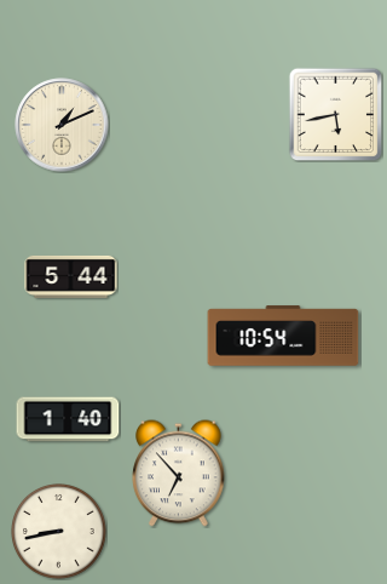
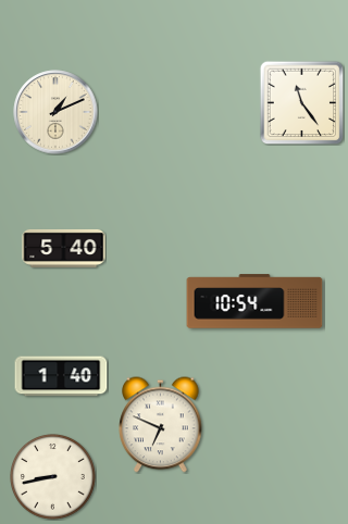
clock at (335, 114): 5:43 -> 11:24
clock at (71, 276): 5:44 -> 5:40
clock at (179, 474): 6:53 -> 6:49
